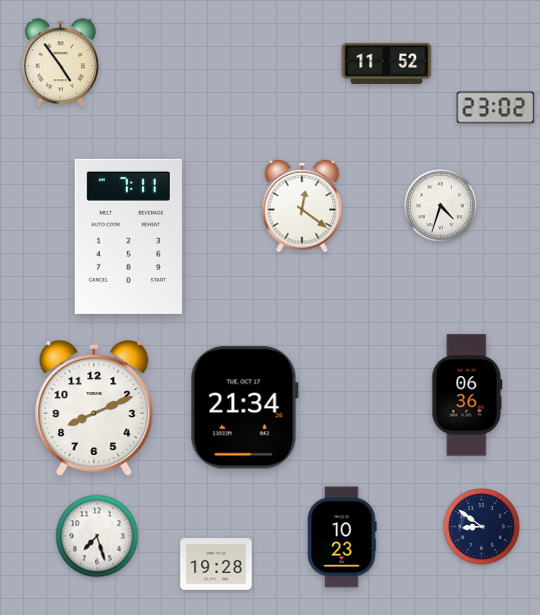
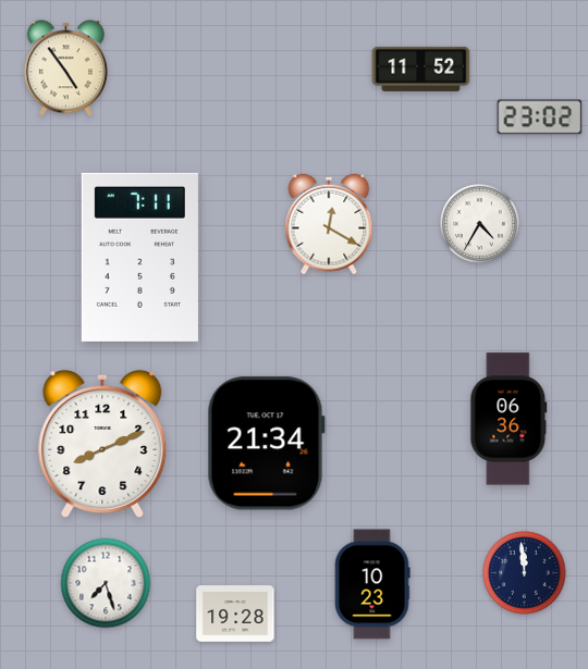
clock at (302, 206): 12:21 -> 12:20
clock at (441, 206): 4:33 -> 4:35
clock at (467, 395) position: (467, 395) -> (509, 419)
clock at (482, 527): 8:51 -> 11:59
